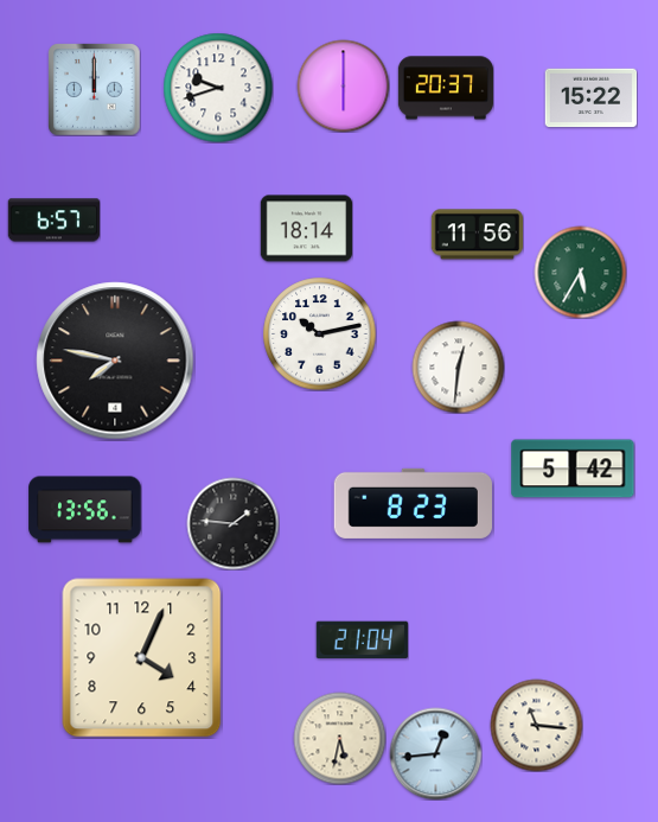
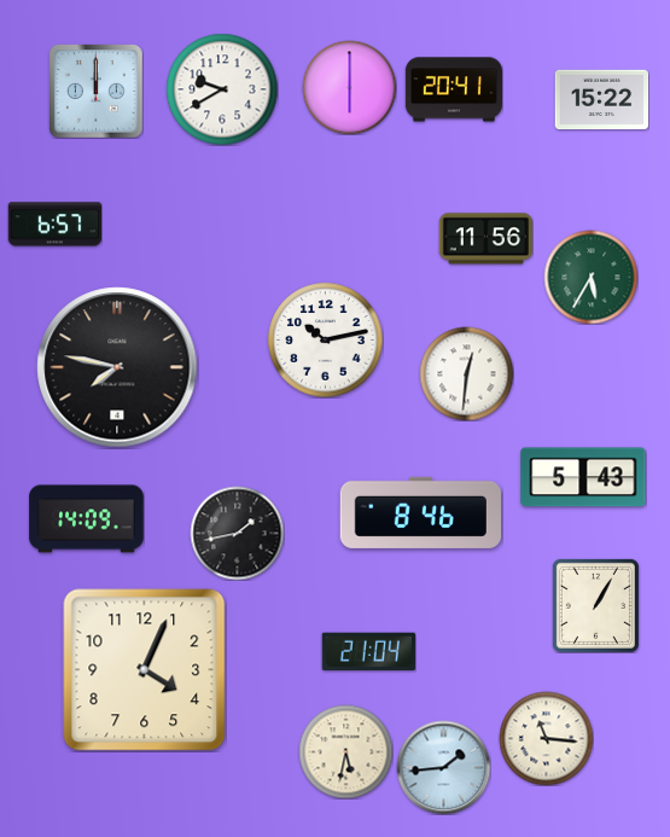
clock at (218, 88): 9:42 -> 9:40
clock at (446, 88): 20:37 -> 20:41
clock at (306, 229): 18:14 -> none
clock at (573, 469): 5:42 -> 5:43
clock at (413, 503): 8:23 -> 8:46
clock at (85, 510): 13:56 -> 14:09
clock at (232, 523): 1:46 -> 1:43
clock at (595, 605): none -> 1:05
clock at (435, 753): 12:44 -> 1:44
